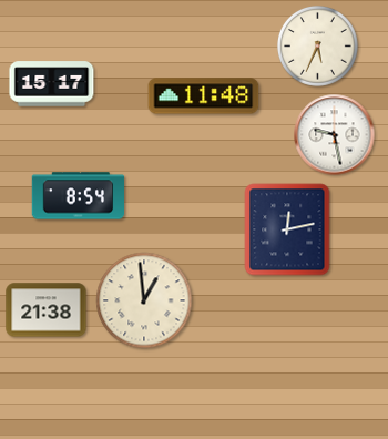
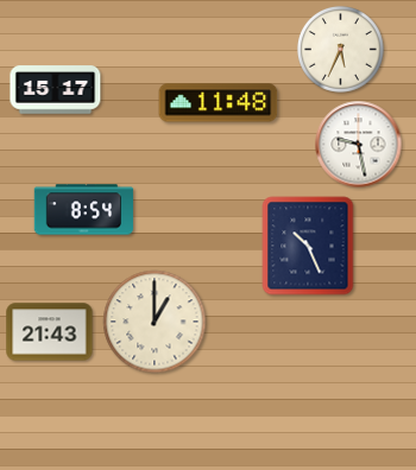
clock at (287, 229): 12:13 -> 10:26
clock at (144, 300): 12:59 -> 1:00
clock at (47, 310): 21:38 -> 21:43
